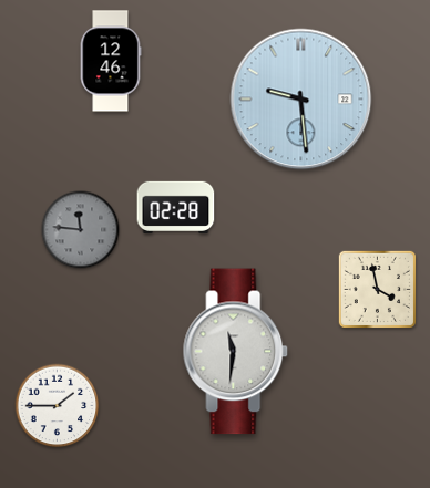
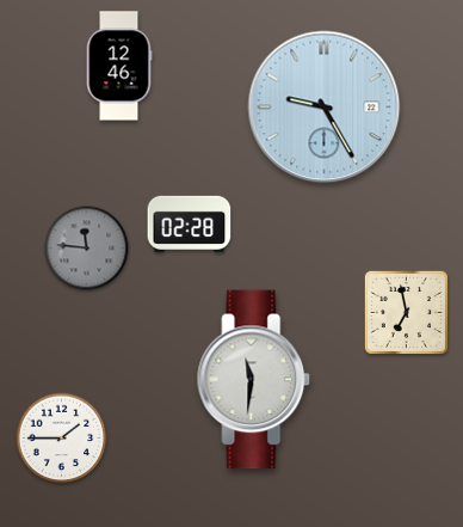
clock at (301, 100): 9:29 -> 9:25
clock at (377, 289): 3:58 -> 6:58
